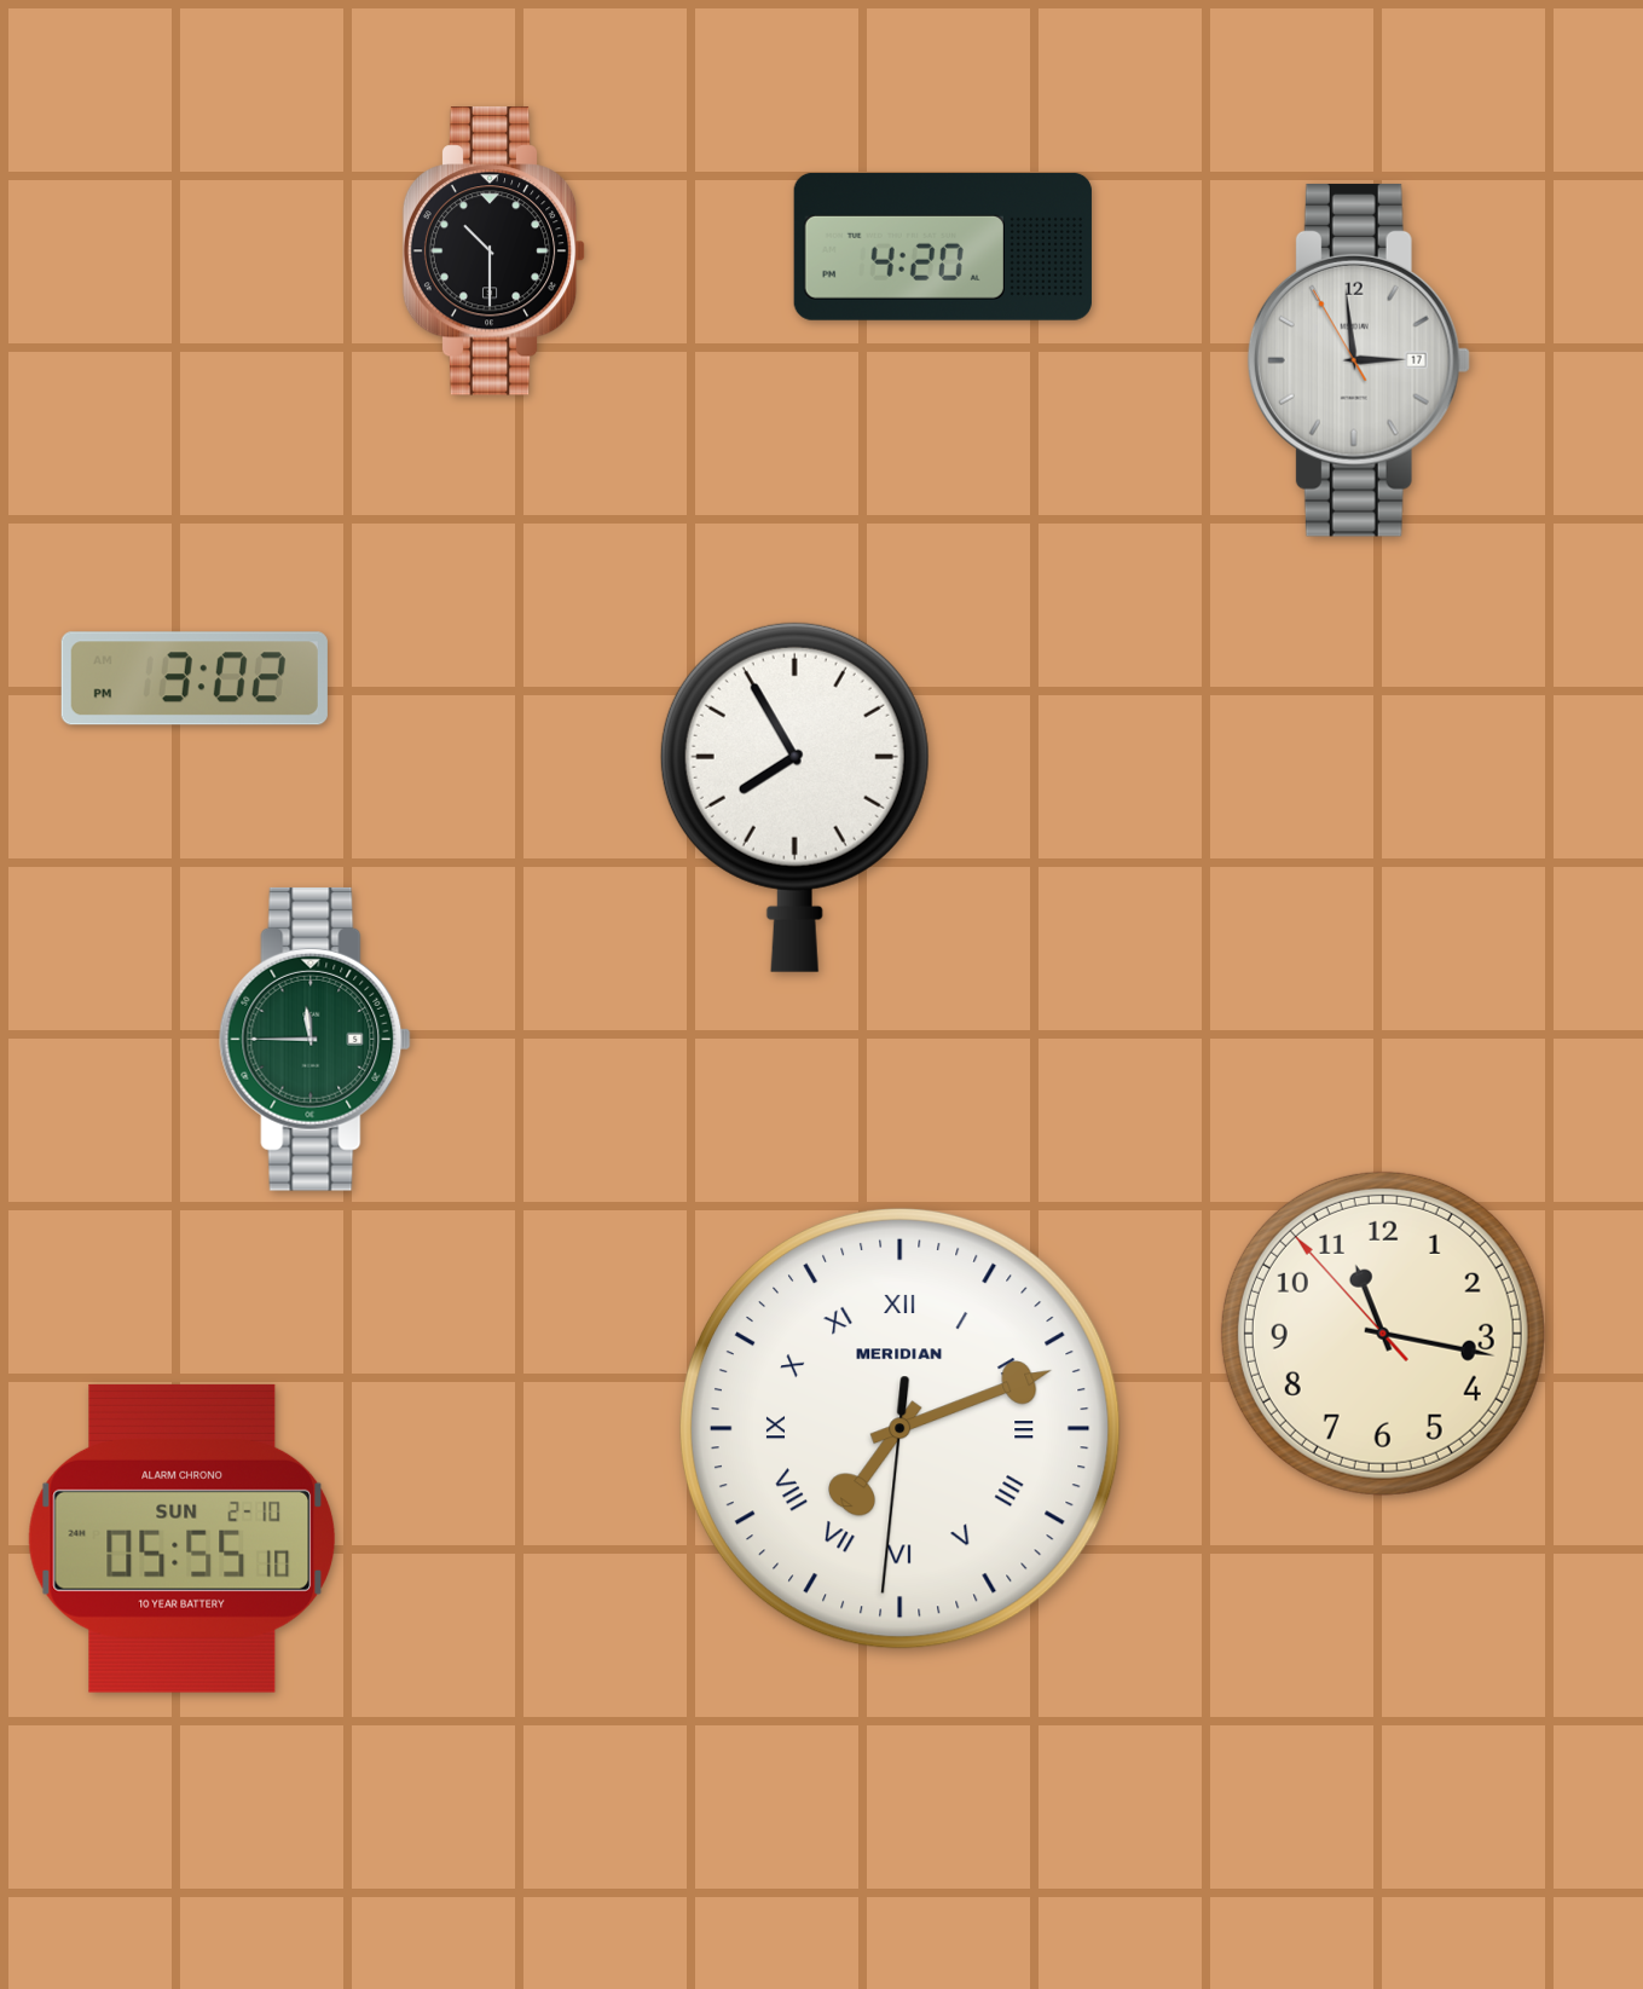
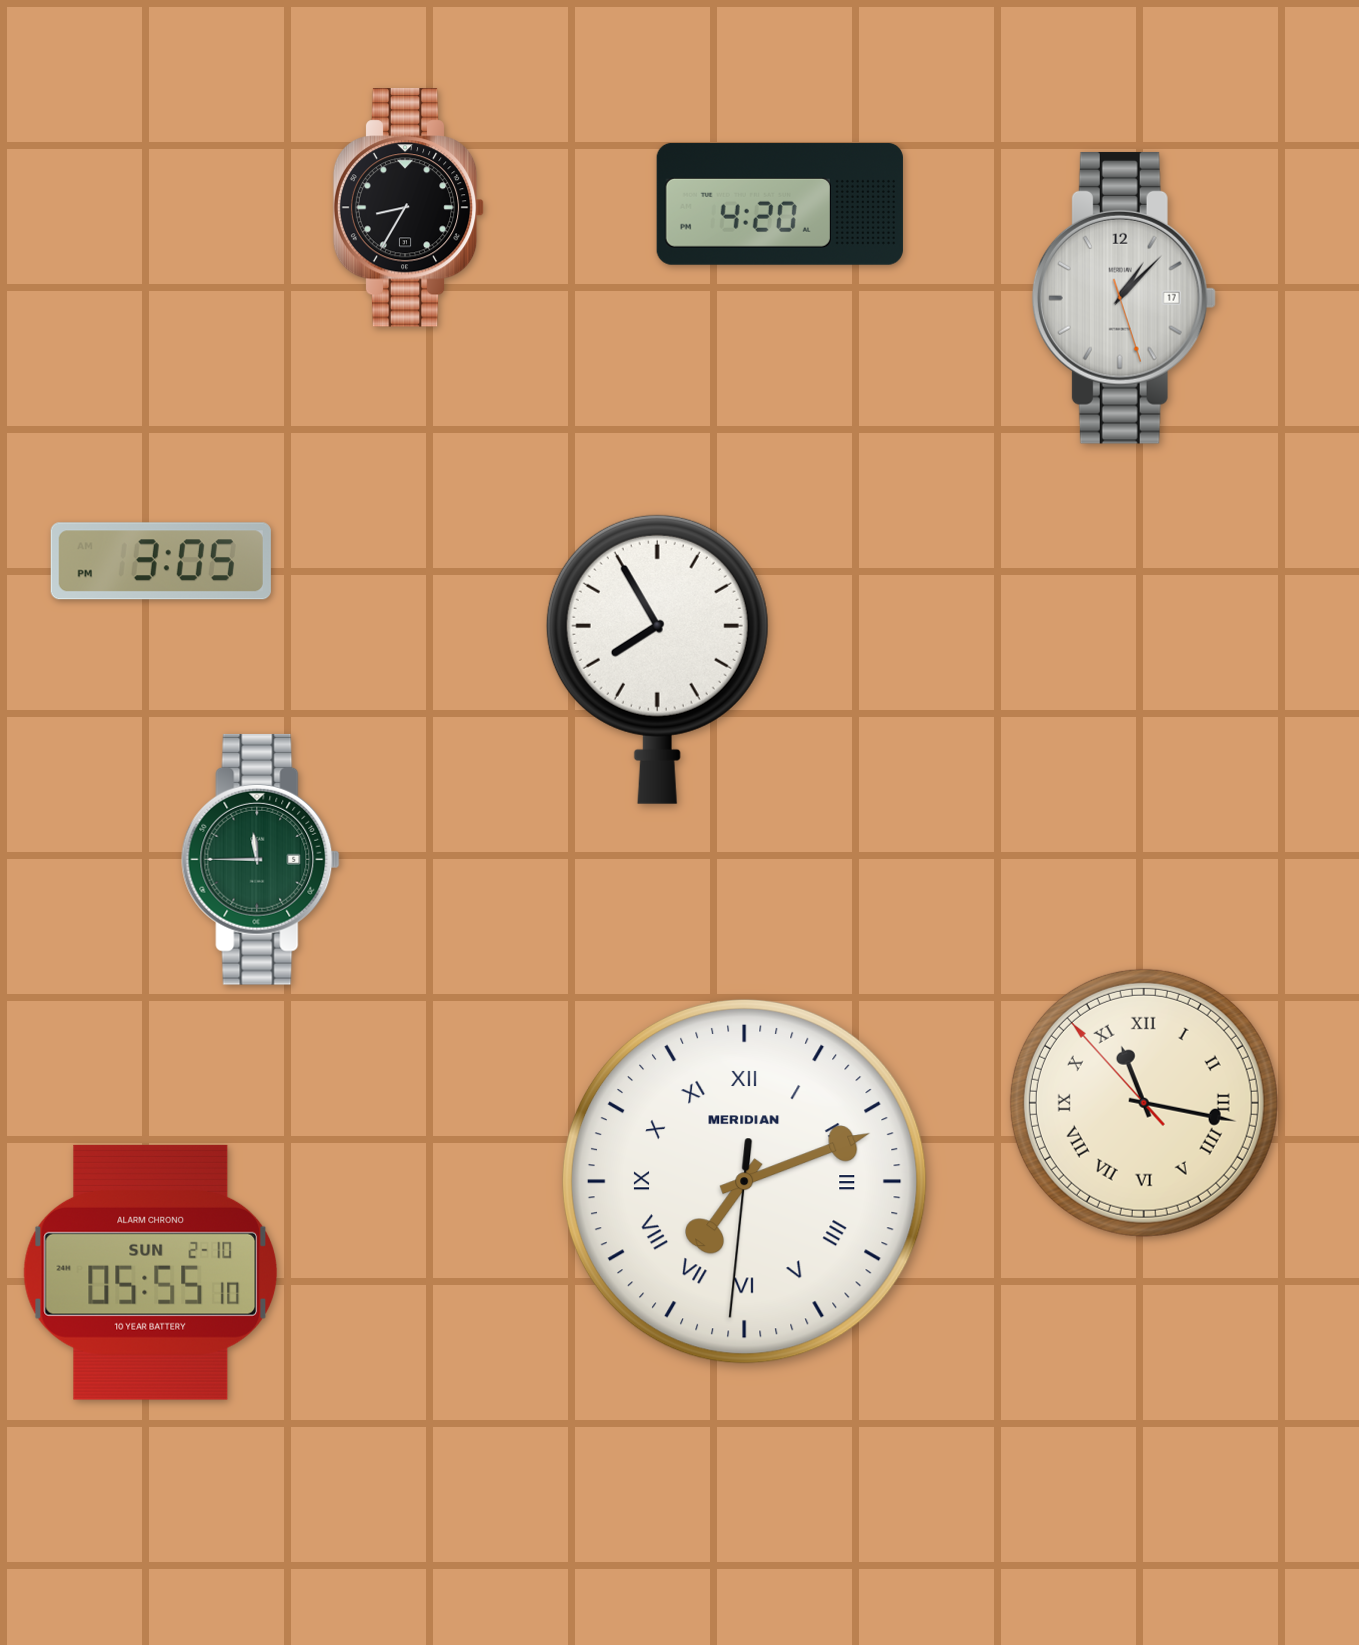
clock at (494, 251): 10:30 -> 8:35
clock at (1359, 360): 2:58 -> 1:07
clock at (195, 678): 3:02 -> 3:05
clock at (1383, 1334) numerals: Arabic -> Roman
